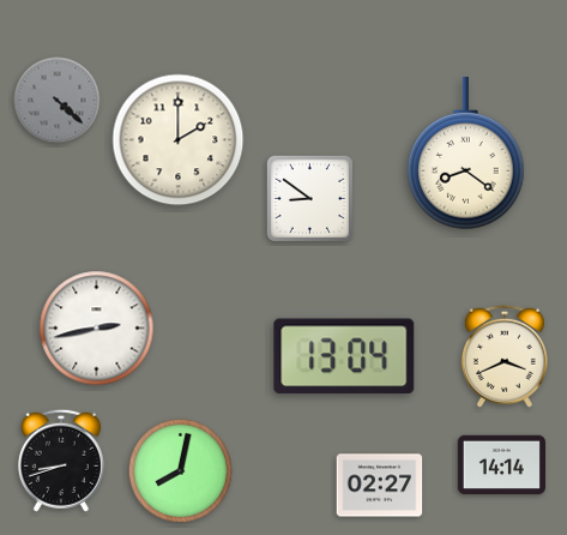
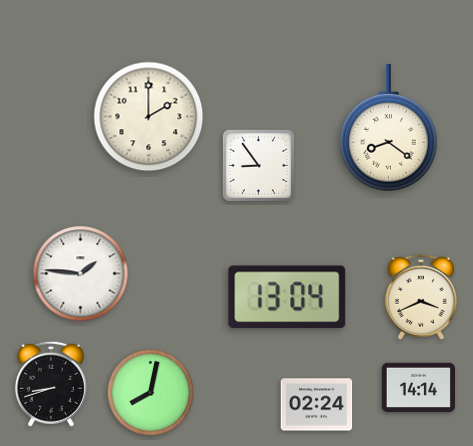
clock at (58, 101): 4:22 -> none
clock at (309, 198): 8:51 -> 8:54
clock at (97, 329): 2:43 -> 1:46
clock at (380, 486): 02:27 -> 02:24
